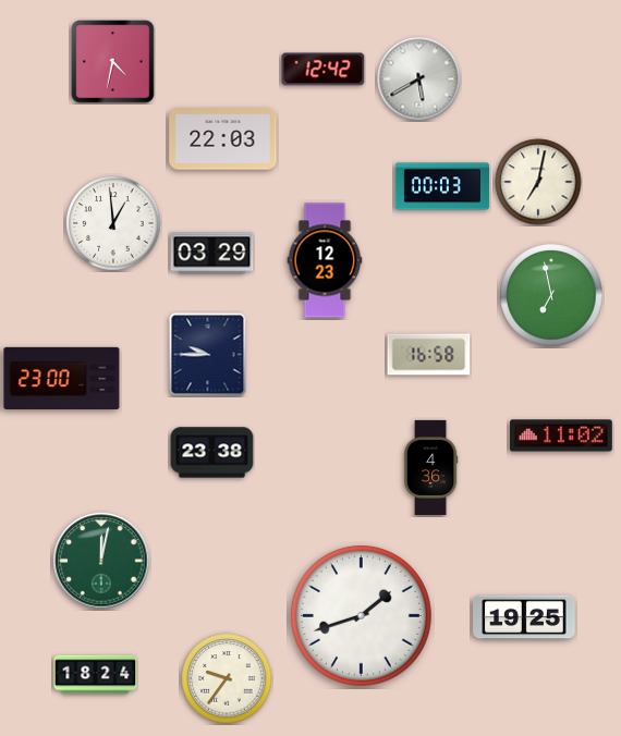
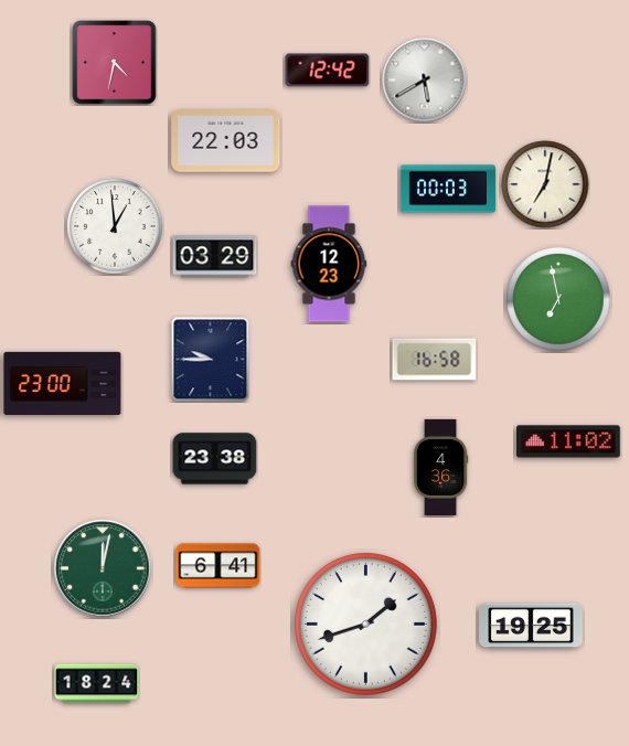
clock at (430, 467) position: (430, 467) -> (440, 467)
clock at (218, 566): none -> 6:41
clock at (227, 678): 9:36 -> none
